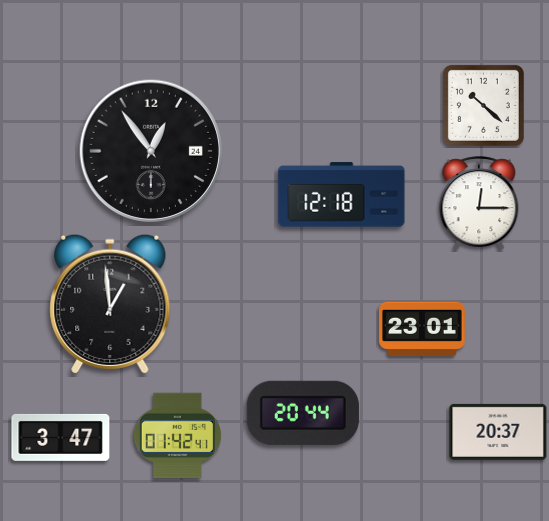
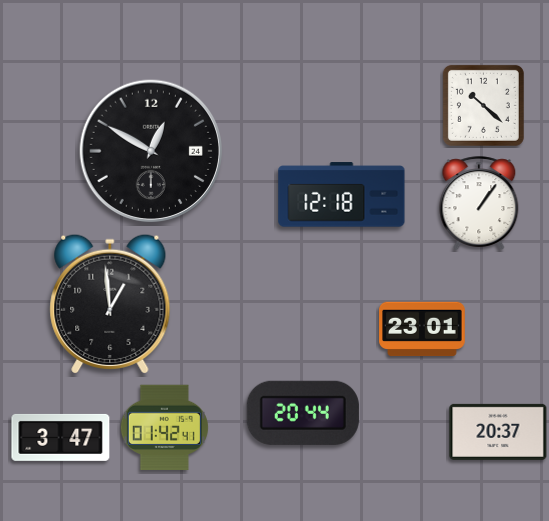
clock at (150, 150): 12:54 -> 12:50
clock at (479, 203): 12:15 -> 1:06
clock at (177, 436) position: (177, 436) -> (164, 428)
